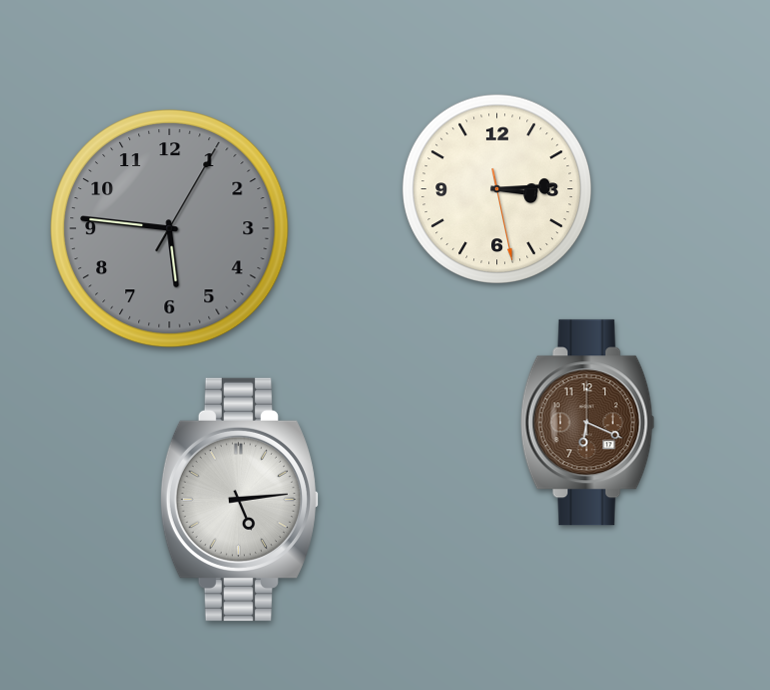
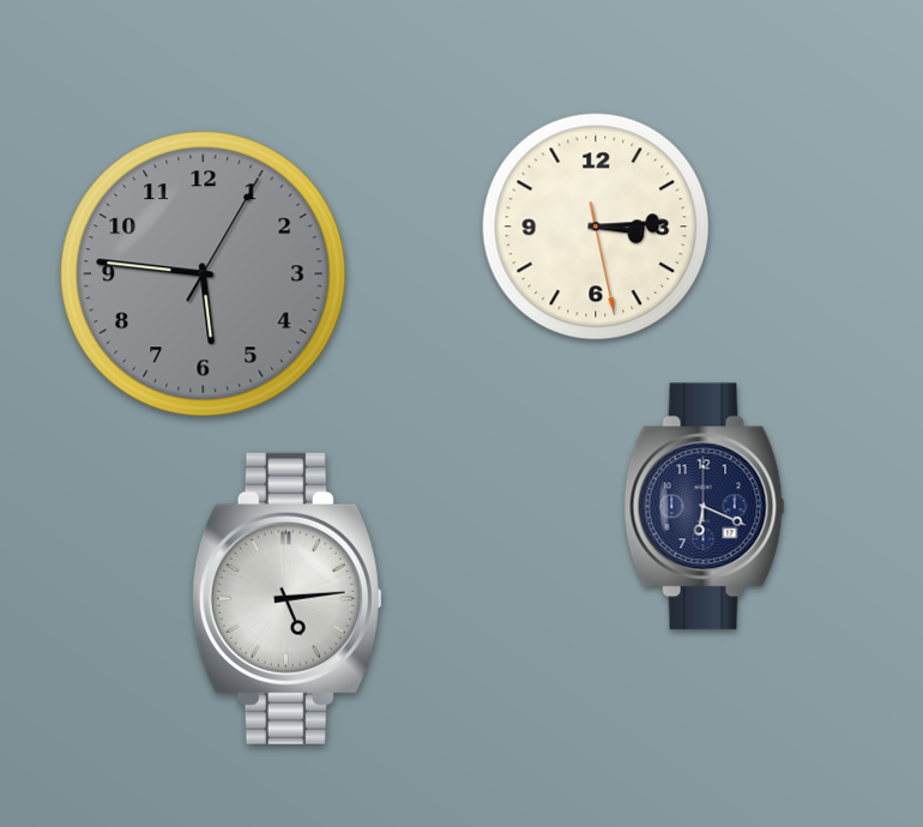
clock at (588, 423) dial: brown -> navy
